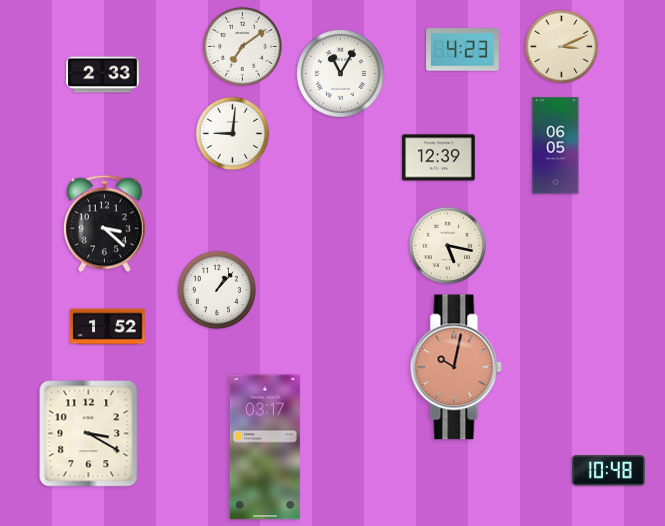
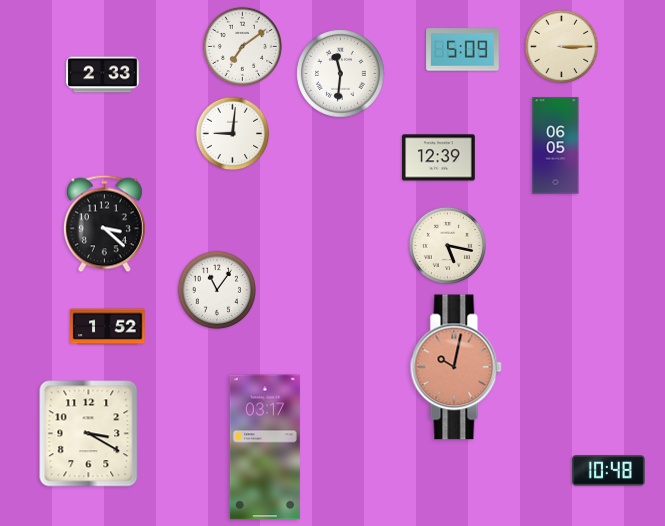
clock at (562, 47): 3:11 -> 3:15
clock at (463, 50): 4:23 -> 5:09
clock at (341, 74): 11:05 -> 11:31
clock at (217, 290): 1:07 -> 11:06
